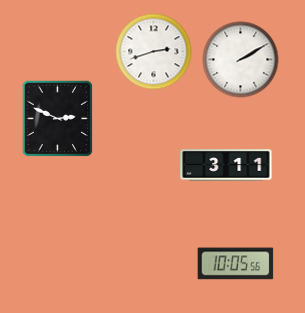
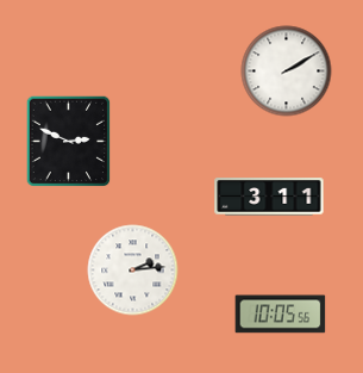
clock at (154, 52): 2:42 -> none
clock at (133, 271): none -> 2:14
